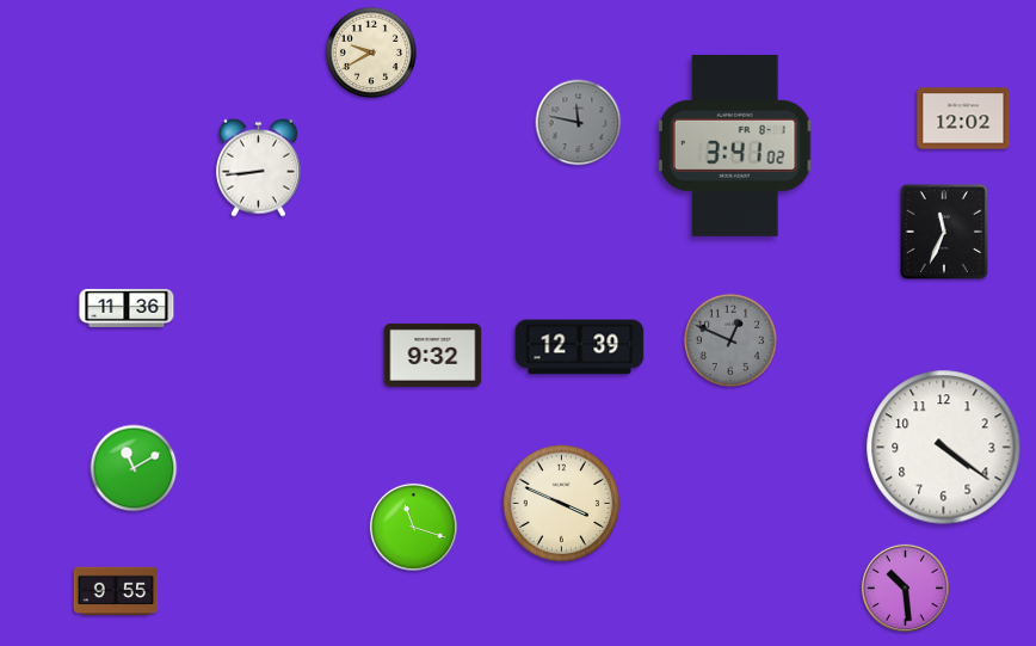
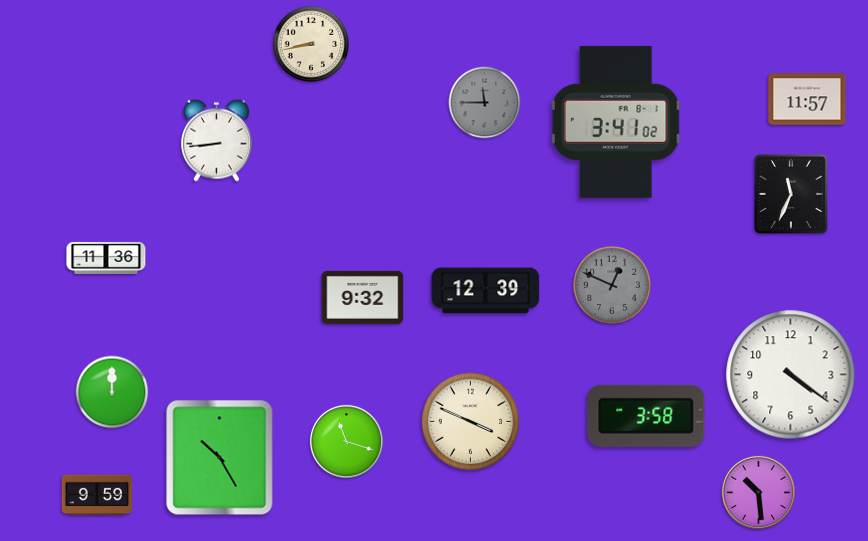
clock at (371, 53): 9:40 -> 8:43
clock at (963, 118): 12:02 -> 11:57
clock at (579, 123): 11:47 -> 11:45
clock at (134, 468): 11:10 -> 12:00
clock at (646, 416): none -> 3:58
clock at (220, 458): none -> 10:25
clock at (116, 591): 9:55 -> 9:59
